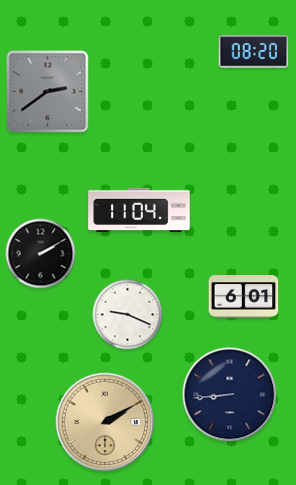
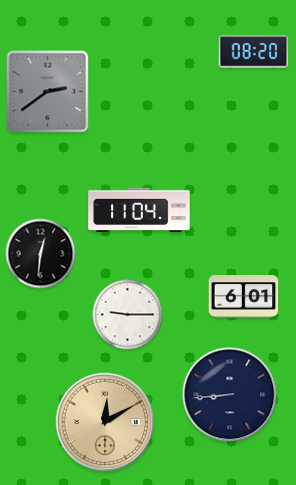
clock at (41, 254): 2:10 -> 12:31
clock at (128, 315): 9:19 -> 9:15
clock at (105, 422): 2:10 -> 12:10
